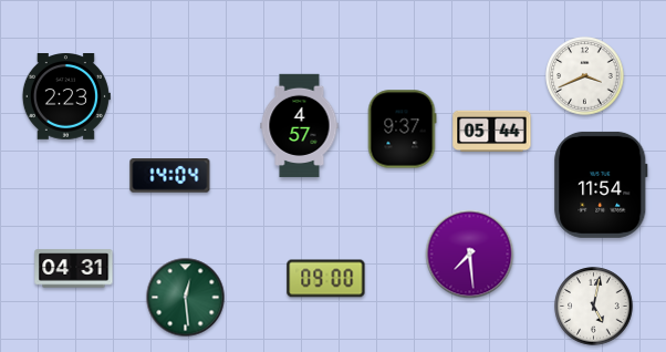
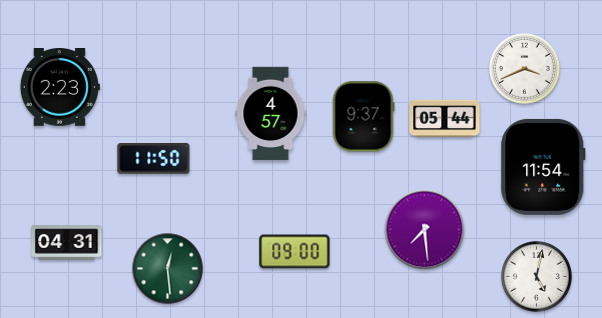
clock at (585, 76) position: (585, 76) -> (525, 69)
clock at (170, 176): 14:04 -> 11:50
